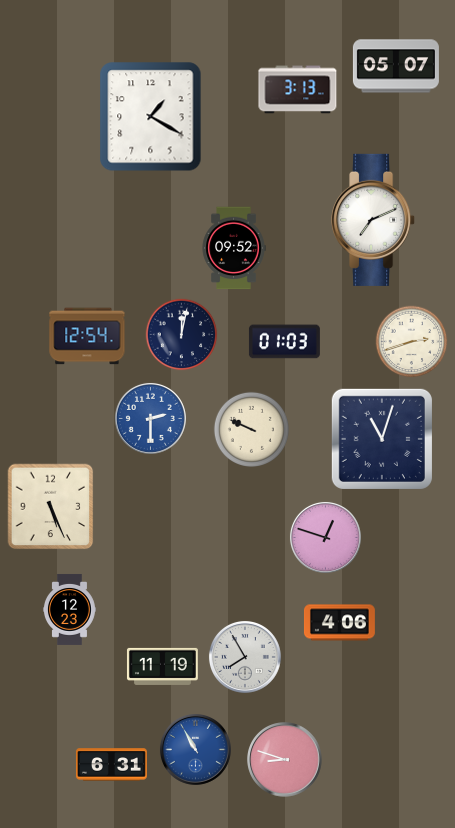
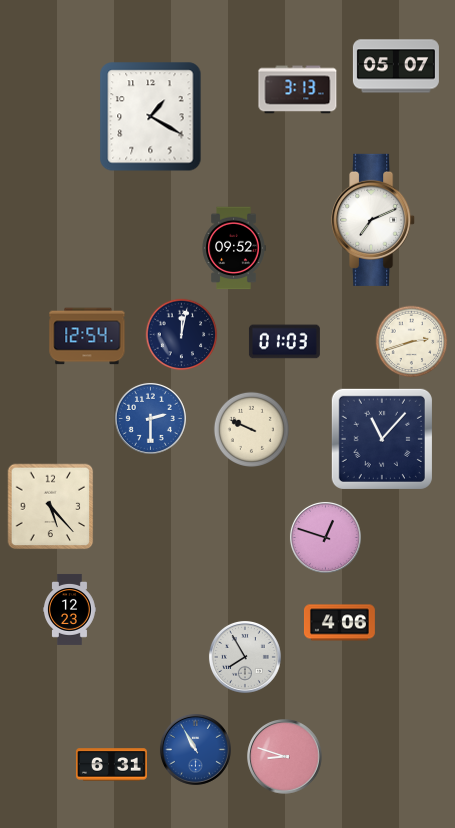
clock at (382, 439): 11:03 -> 11:07
clock at (51, 507): 5:26 -> 5:23
clock at (162, 666): 11:19 -> none
clock at (285, 760) position: (285, 760) -> (285, 757)
